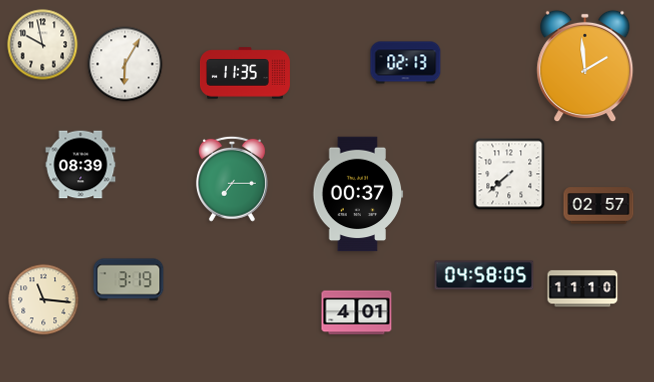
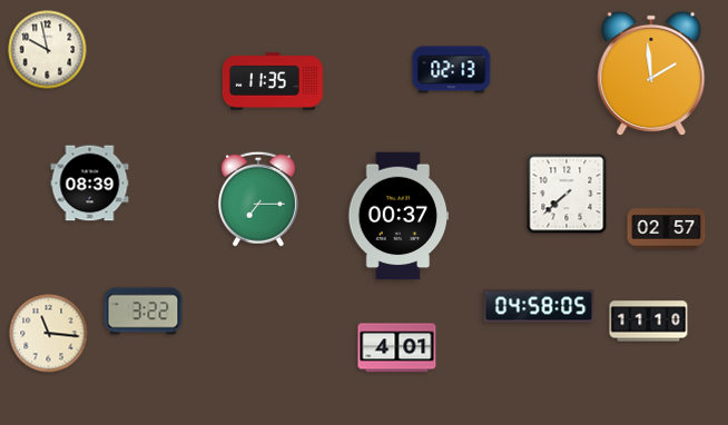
clock at (125, 64): 6:05 -> none
clock at (129, 280): 3:19 -> 3:22
